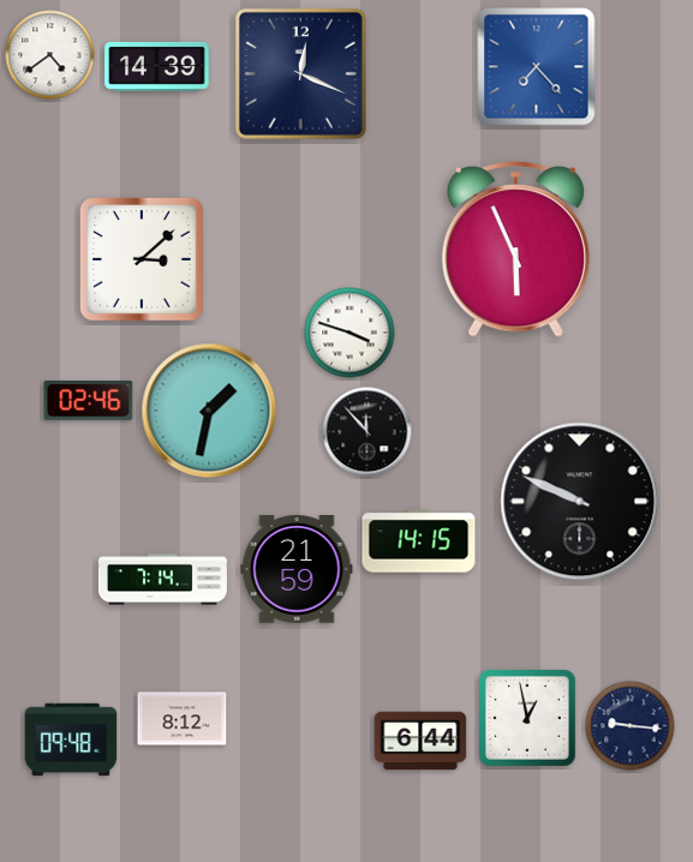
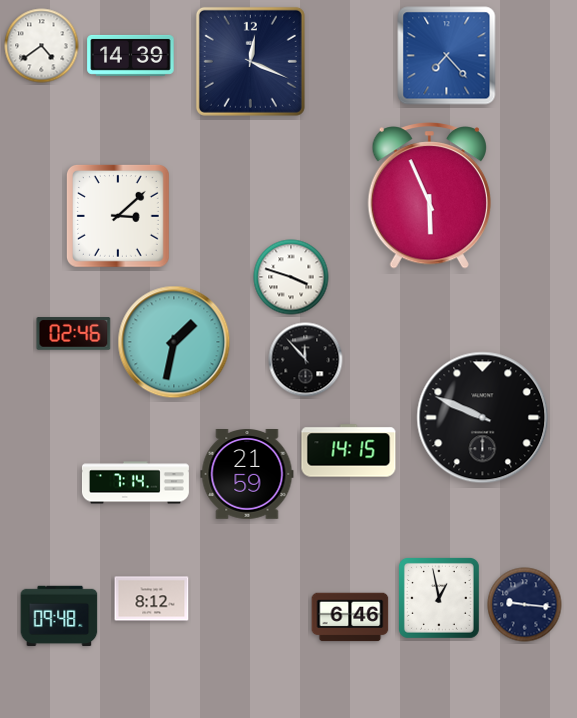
clock at (515, 250) position: (515, 250) -> (429, 196)
clock at (420, 741): 6:44 -> 6:46
